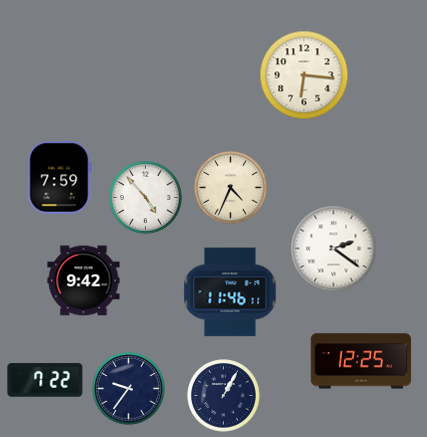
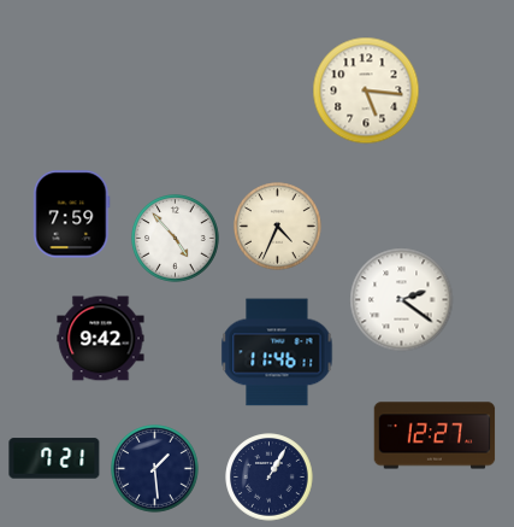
clock at (304, 75): 6:16 -> 5:16
clock at (361, 361): 12:25 -> 12:27
clock at (45, 380): 7:22 -> 7:21
clock at (129, 389): 9:36 -> 1:29
